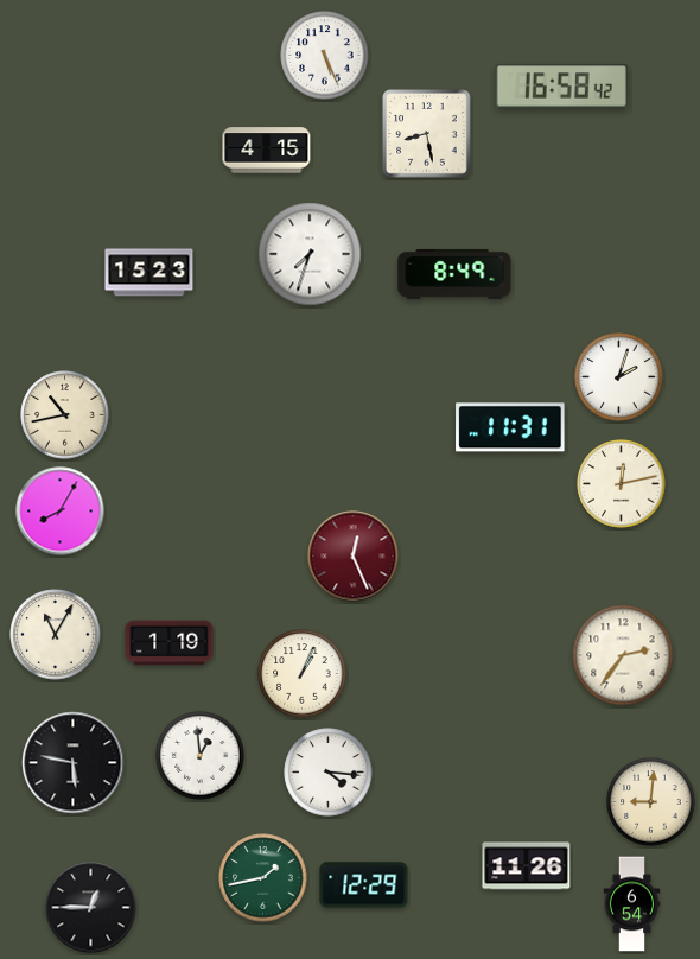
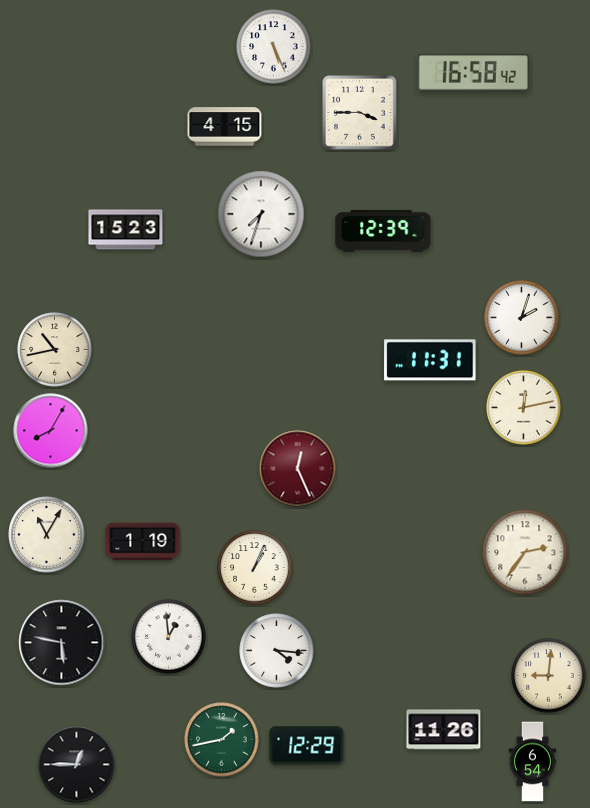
clock at (427, 134): 8:28 -> 3:45
clock at (454, 274): 8:49 -> 12:39
